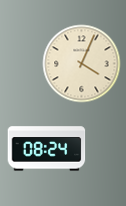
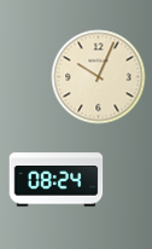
clock at (81, 63): 4:04 -> 10:04
